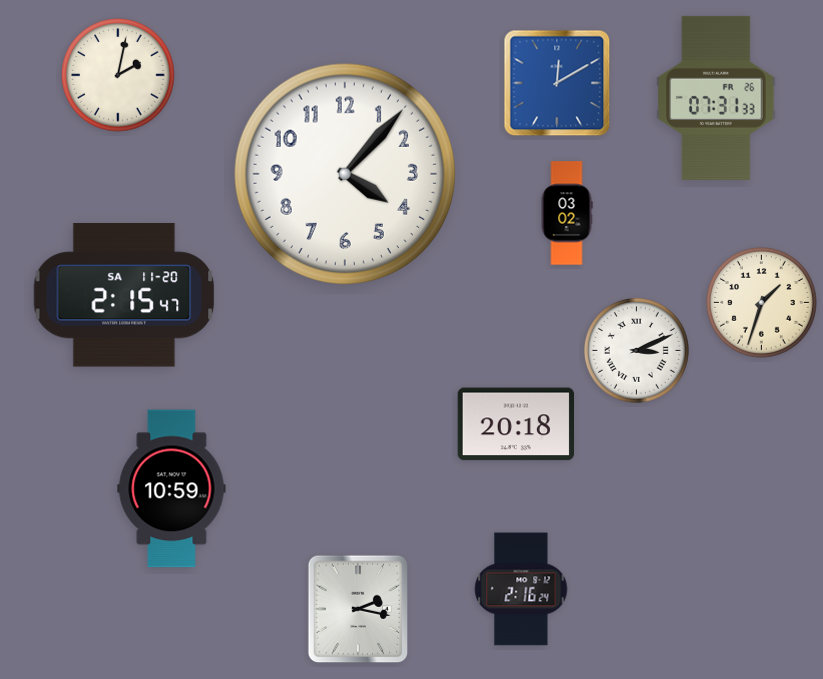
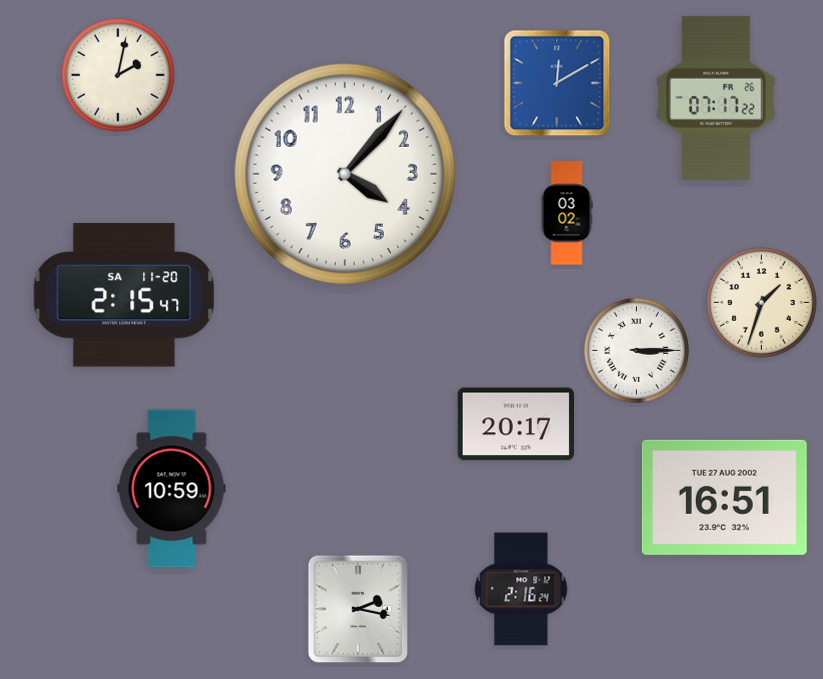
clock at (717, 98): 07:31 -> 07:17
clock at (636, 350): 3:11 -> 3:15
clock at (515, 424): 20:18 -> 20:17
clock at (724, 497): none -> 16:51
